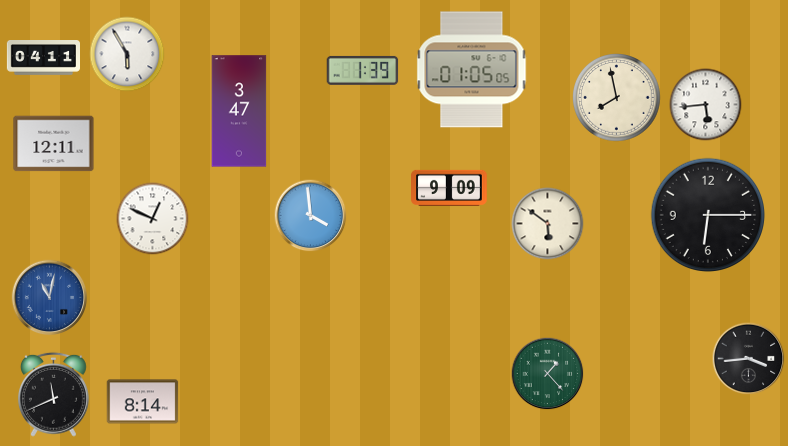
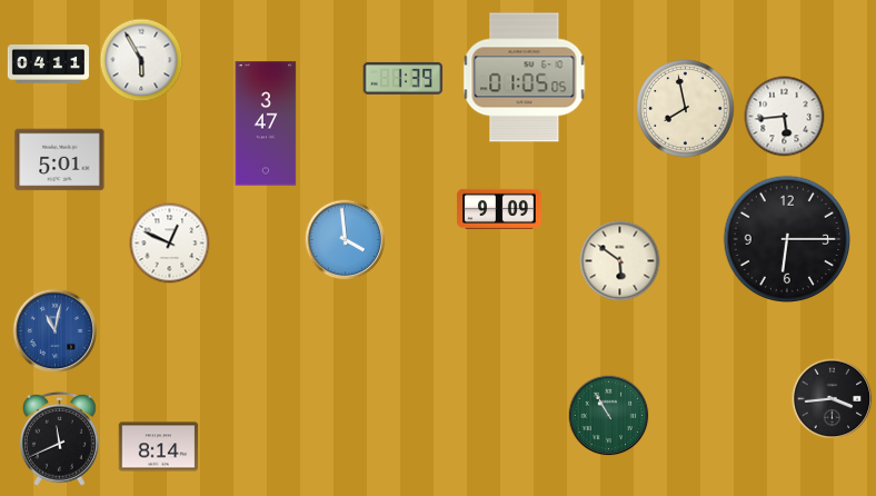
clock at (54, 144): 12:11 -> 5:01
clock at (548, 224) position: (548, 224) -> (620, 261)
clock at (548, 374): 1:23 -> 10:55
